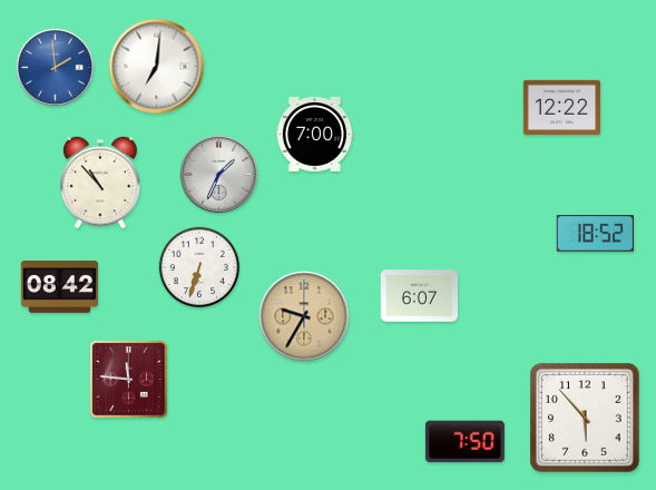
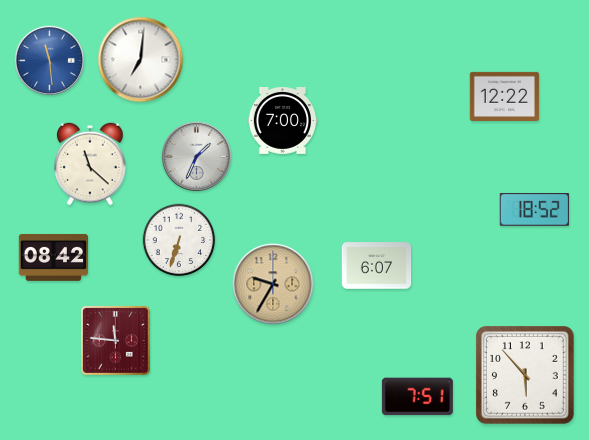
clock at (55, 67): 1:59 -> 11:29
clock at (100, 183): 10:53 -> 11:22
clock at (464, 442): 7:50 -> 7:51
